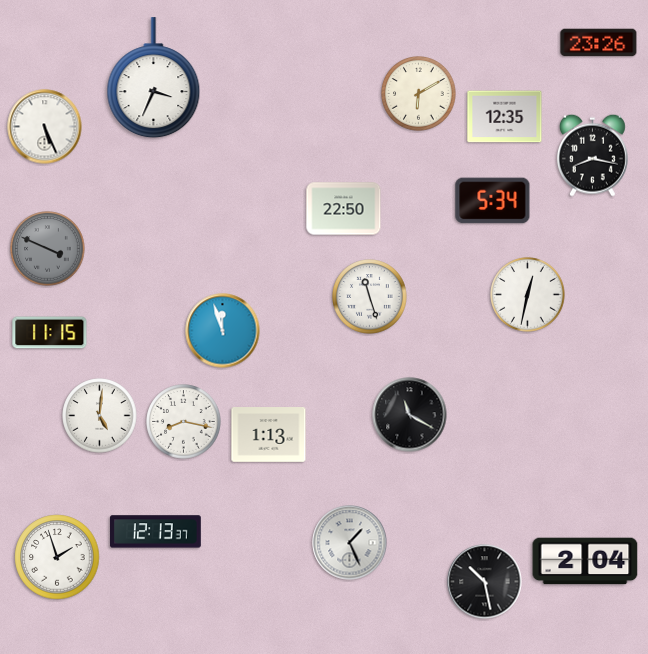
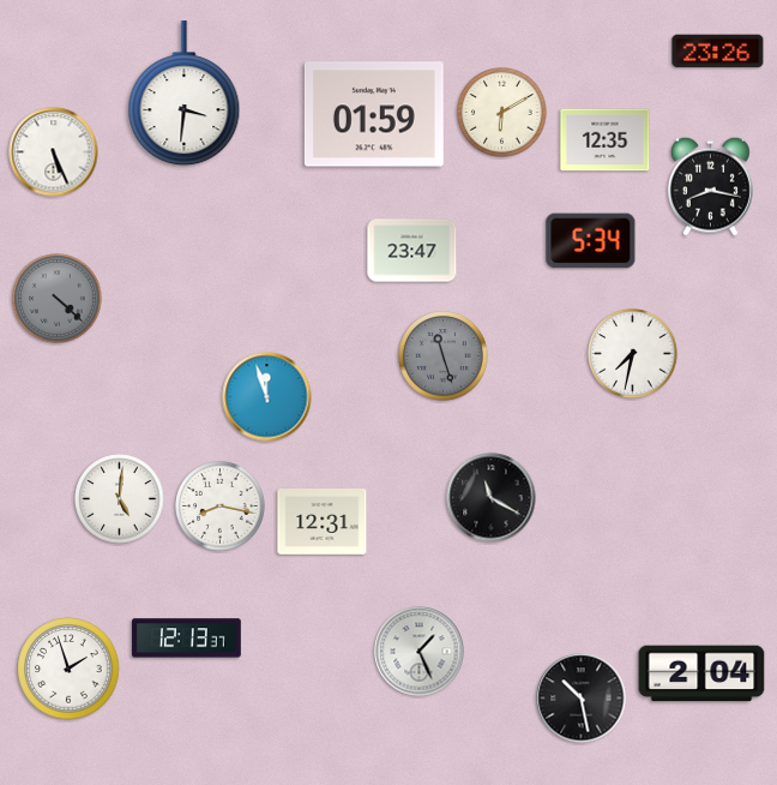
clock at (154, 78): 3:34 -> 3:31
clock at (374, 114): none -> 01:59
clock at (344, 209): 22:50 -> 23:47
clock at (48, 249): 3:49 -> 4:22
clock at (528, 295): 12:32 -> 7:32
clock at (370, 297) dial: white -> grey
clock at (50, 333): 11:15 -> none
clock at (269, 435): 1:13 -> 12:31
